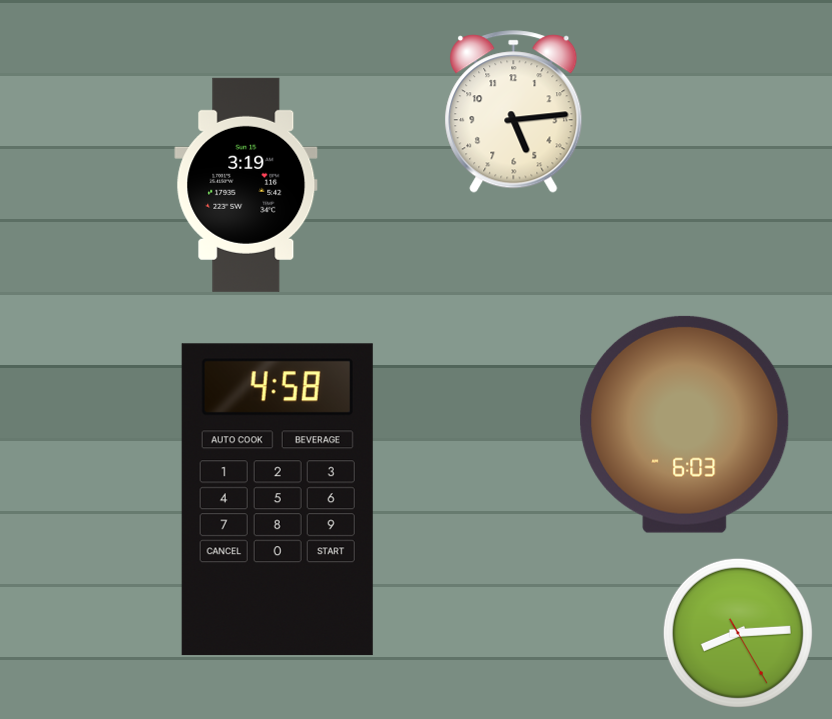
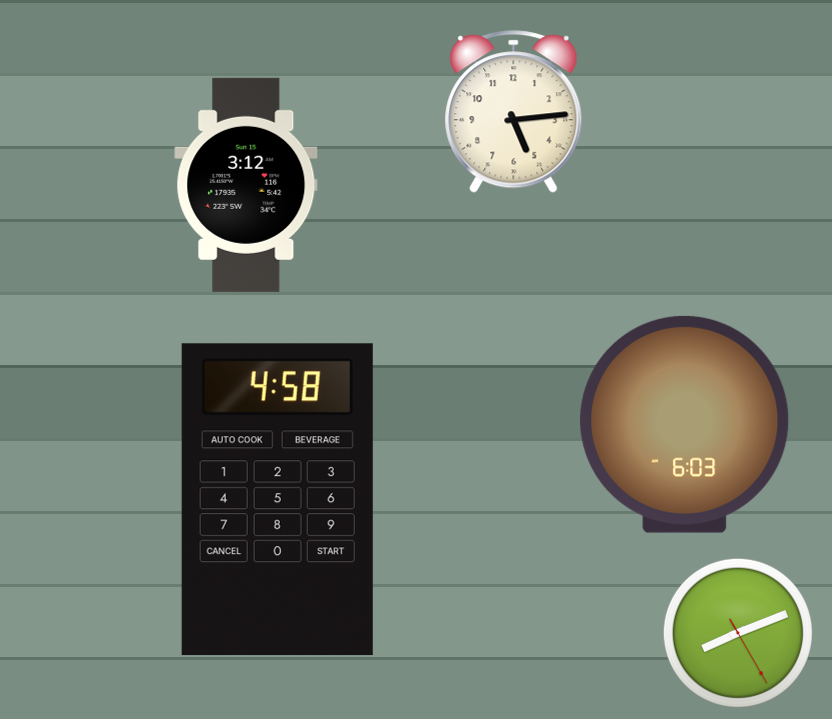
clock at (246, 185): 3:19 -> 3:12
clock at (738, 633): 8:14 -> 8:11
